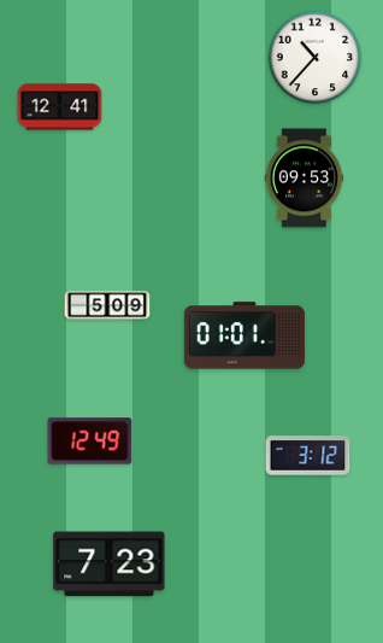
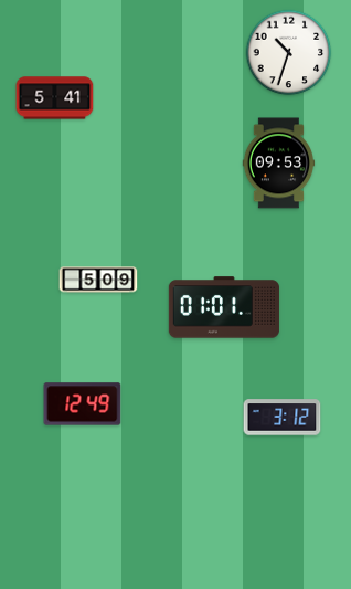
clock at (316, 58): 10:37 -> 10:33
clock at (60, 107): 12:41 -> 5:41
clock at (110, 565): 7:23 -> none
